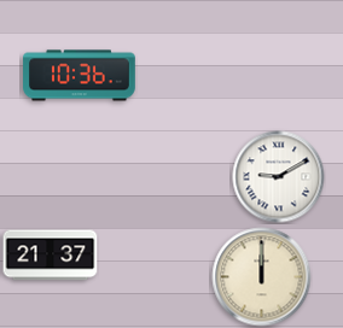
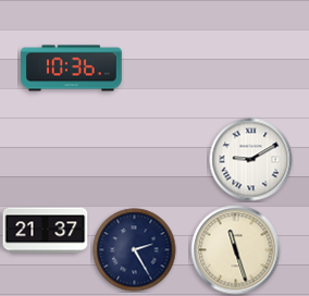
clock at (135, 250): none -> 2:25
clock at (262, 277): 12:00 -> 11:27
